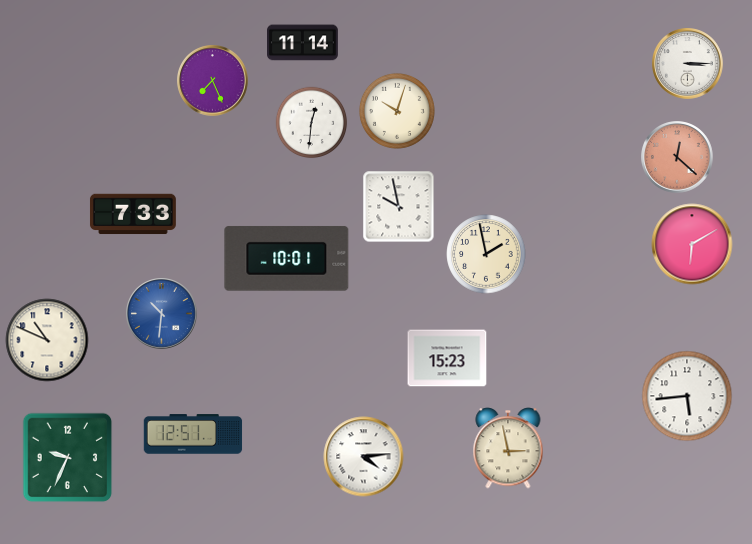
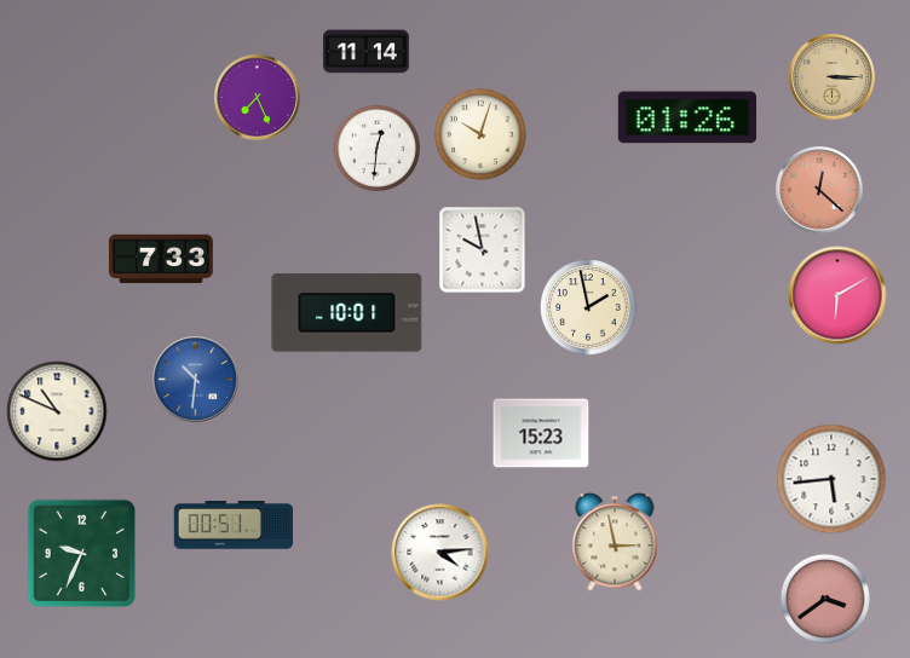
clock at (688, 64) dial: white -> champagne
clock at (687, 117): none -> 01:26
clock at (193, 434): 12:51 -> 00:51
clock at (825, 599): none -> 3:39
